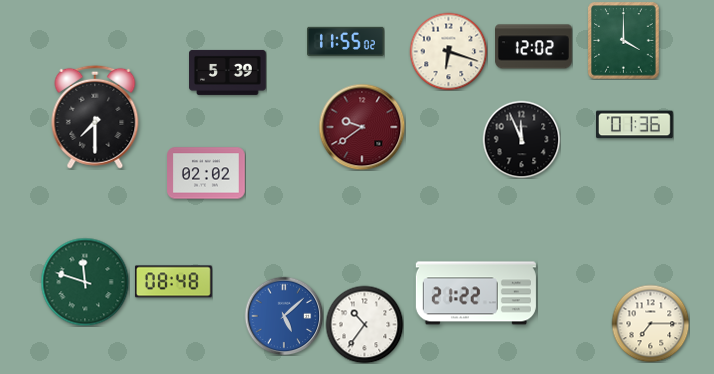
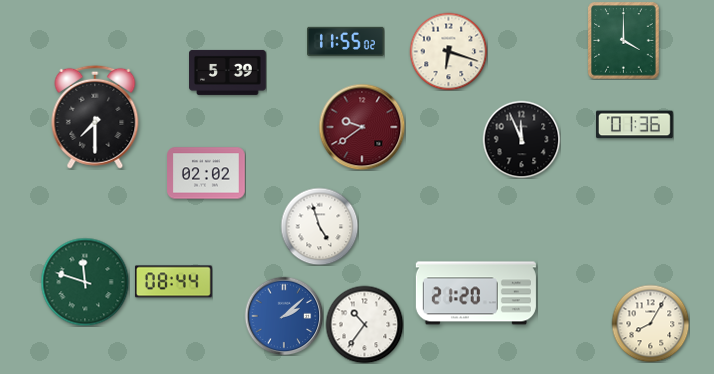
clock at (534, 47): 12:02 -> none
clock at (319, 226): none -> 4:57
clock at (173, 282): 08:48 -> 08:44
clock at (476, 293): 21:22 -> 21:20
clock at (284, 316): 5:08 -> 2:08
clock at (650, 323): 7:15 -> 8:05
